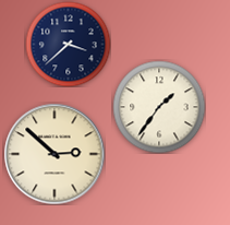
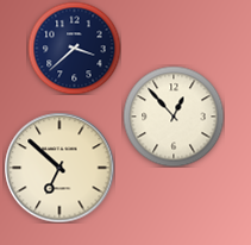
clock at (159, 107): 1:36 -> 12:53
clock at (55, 154): 2:52 -> 6:52
